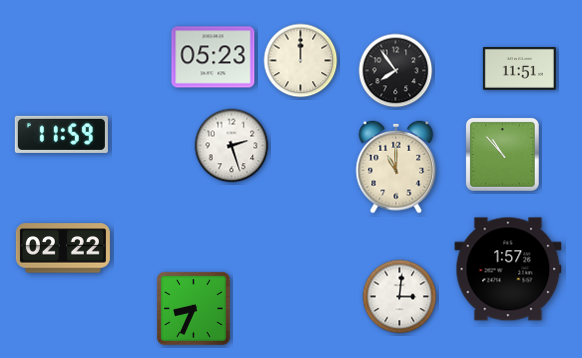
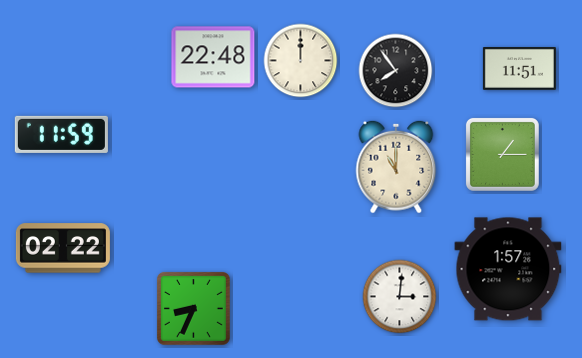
clock at (213, 57): 05:23 -> 22:48
clock at (232, 146): 2:27 -> none
clock at (502, 154): 10:53 -> 1:15
